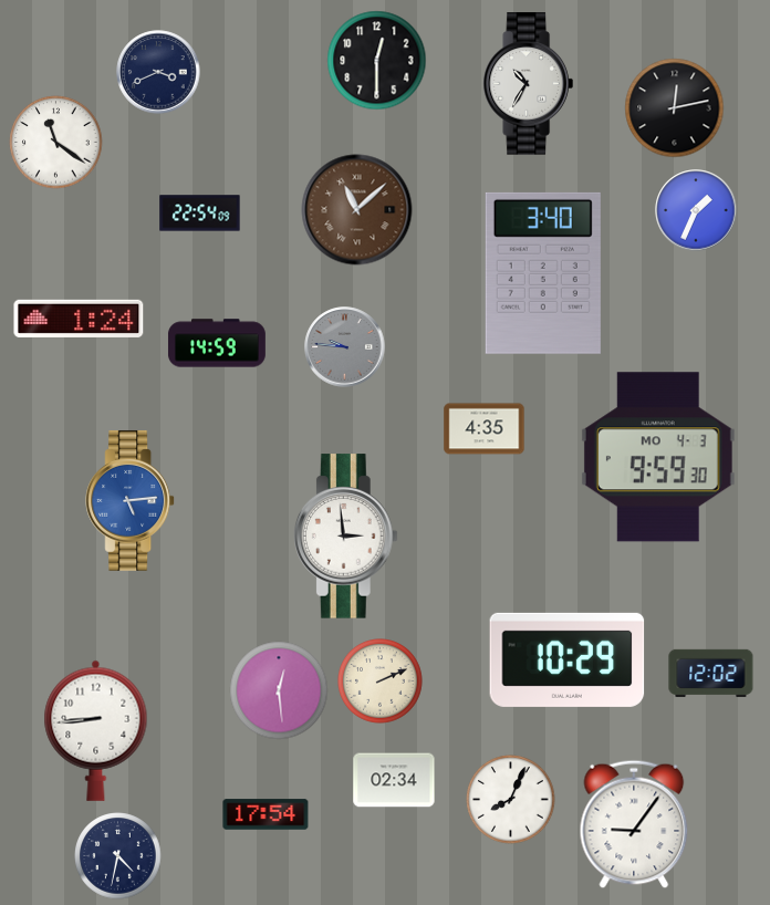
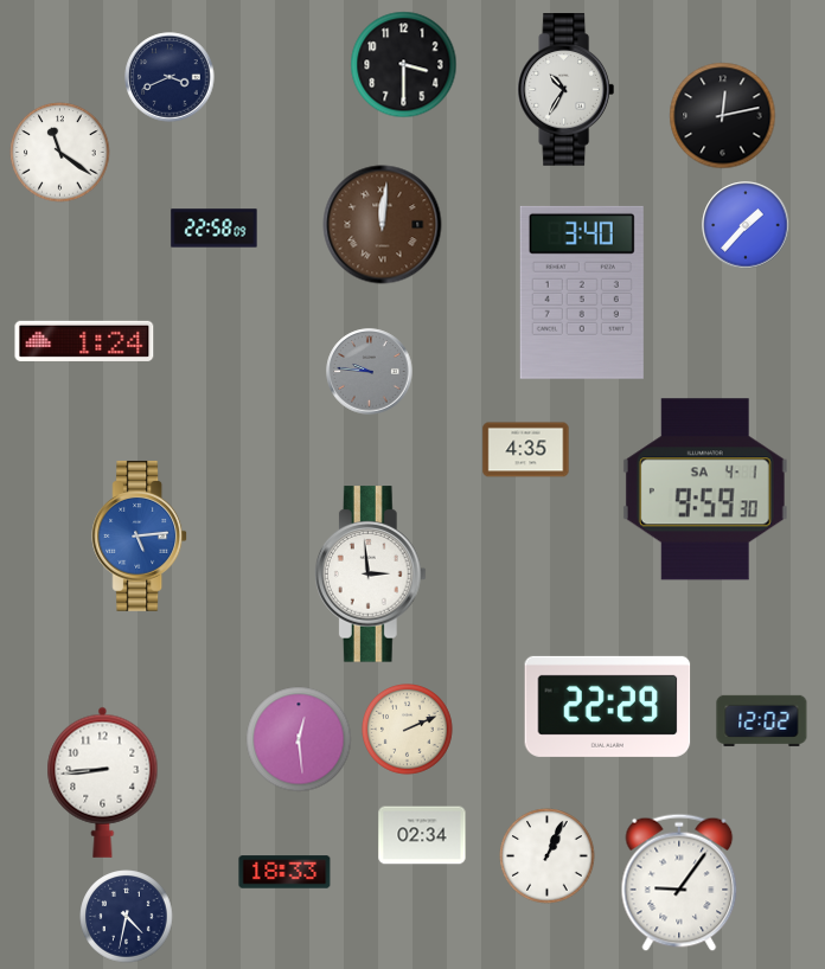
clock at (377, 61): 12:30 -> 3:30
clock at (357, 210): 11:08 -> 12:01
clock at (696, 210): 1:34 -> 1:37
clock at (200, 214): 22:54 -> 22:58
clock at (217, 343): 14:59 -> none
clock at (485, 429) position: (485, 429) -> (526, 450)
clock at (658, 457) date: MO 4-3 -> SA 4-1
clock at (568, 659): 10:29 -> 22:29
clock at (511, 800): 8:04 -> 1:04
clock at (266, 814): 17:54 -> 18:33
